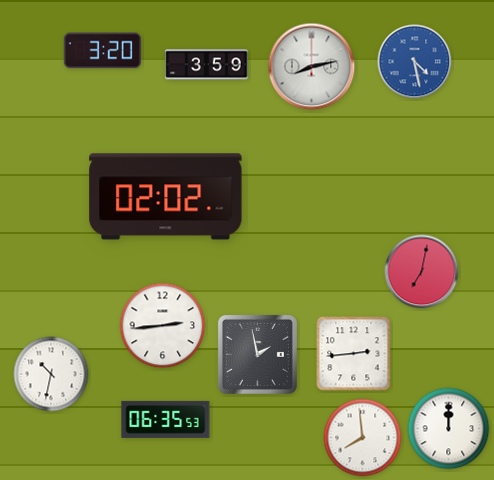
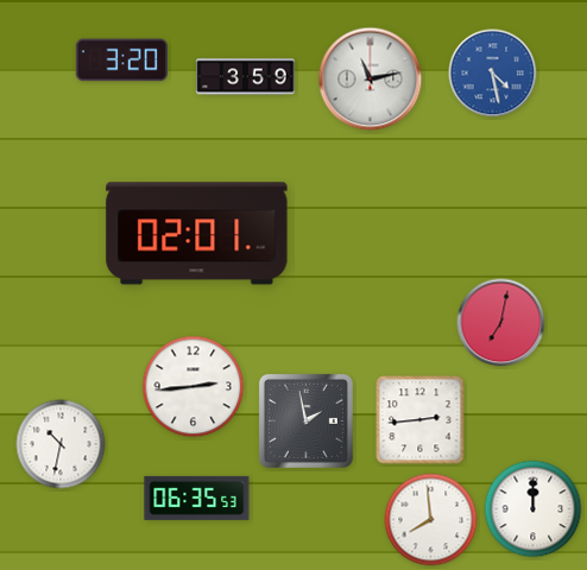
clock at (312, 67): 8:13 -> 11:13
clock at (166, 197): 02:02 -> 02:01
